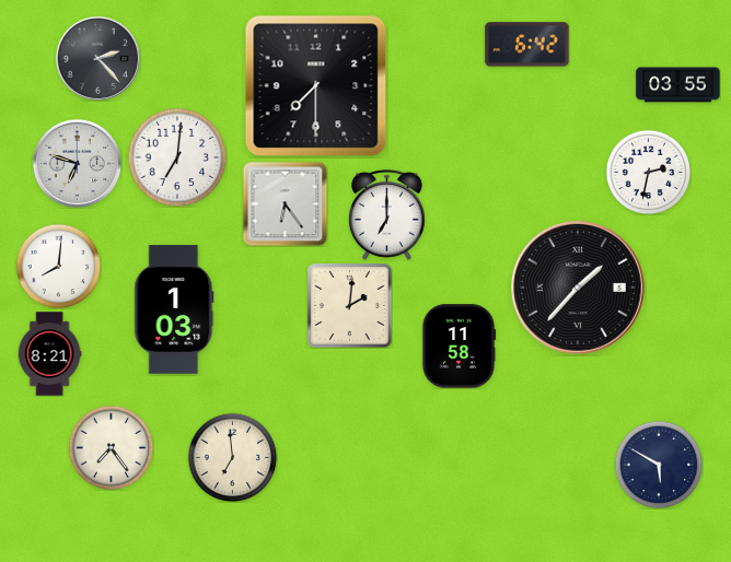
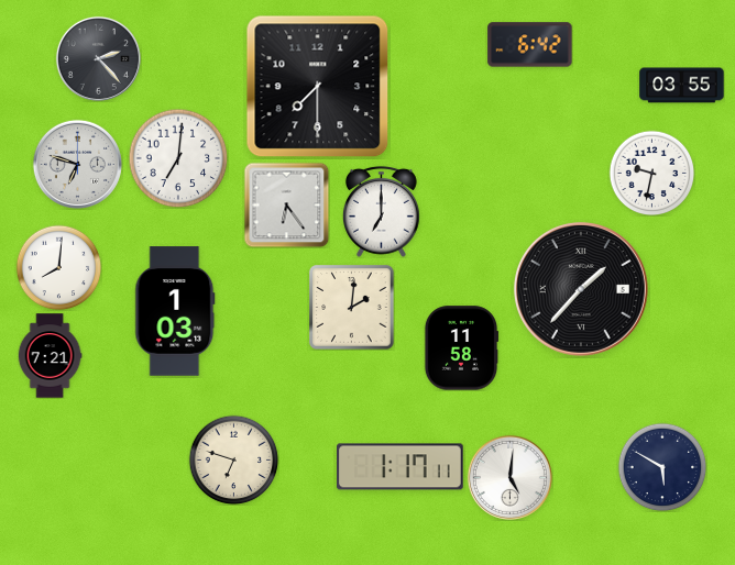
clock at (648, 172): 2:32 -> 9:32
clock at (386, 214) position: (386, 214) -> (381, 211)
clock at (49, 354): 8:21 -> 7:21
clock at (111, 447): 7:24 -> none
clock at (232, 457): 6:59 -> 6:48
clock at (401, 467): none -> 1:17
clock at (509, 477): none -> 5:01
